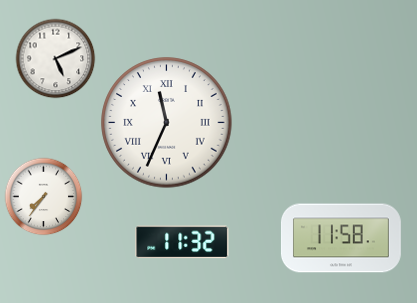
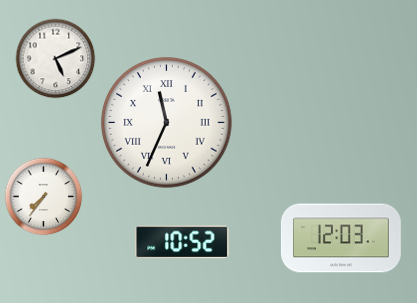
clock at (341, 238): 11:58 -> 12:03
clock at (182, 242): 11:32 -> 10:52
